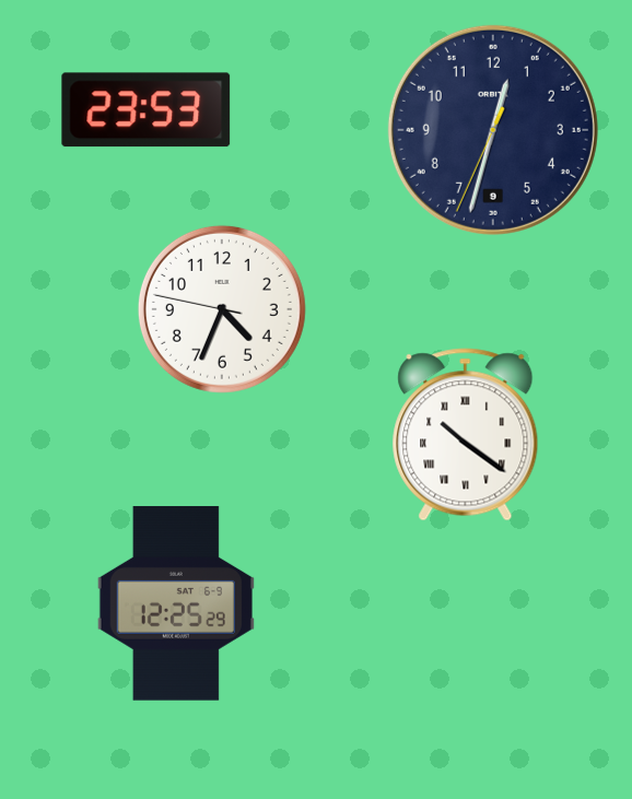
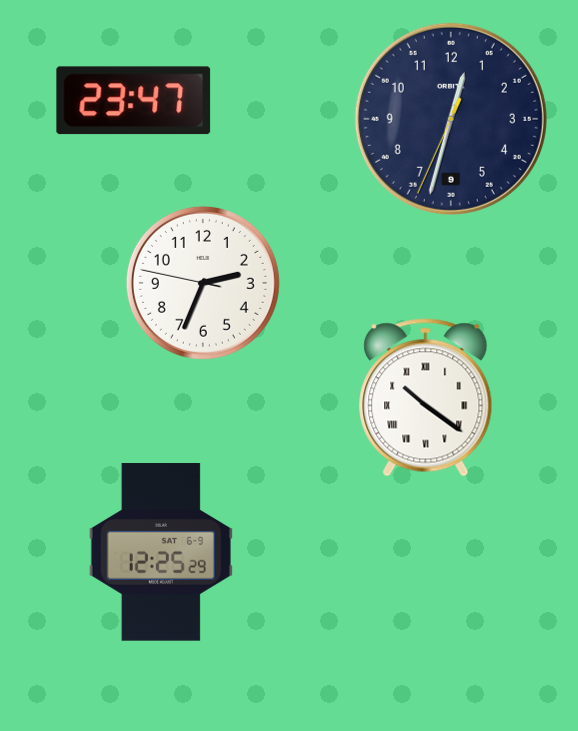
clock at (147, 110): 23:53 -> 23:47
clock at (222, 309): 4:33 -> 2:33
